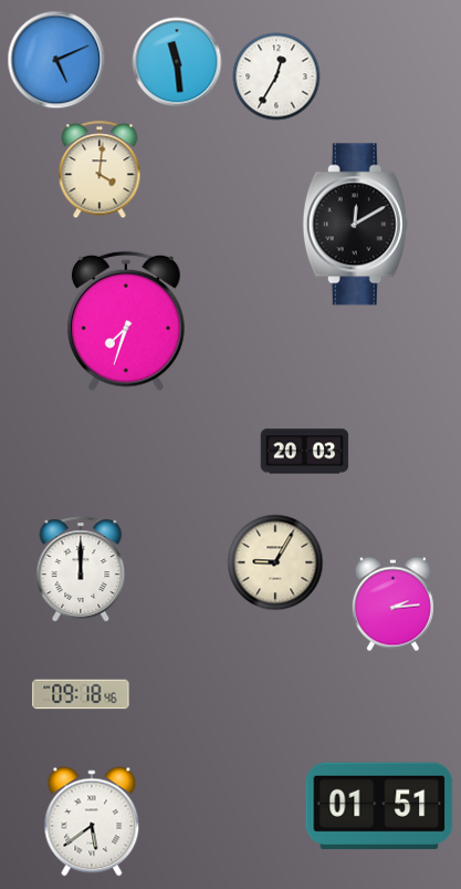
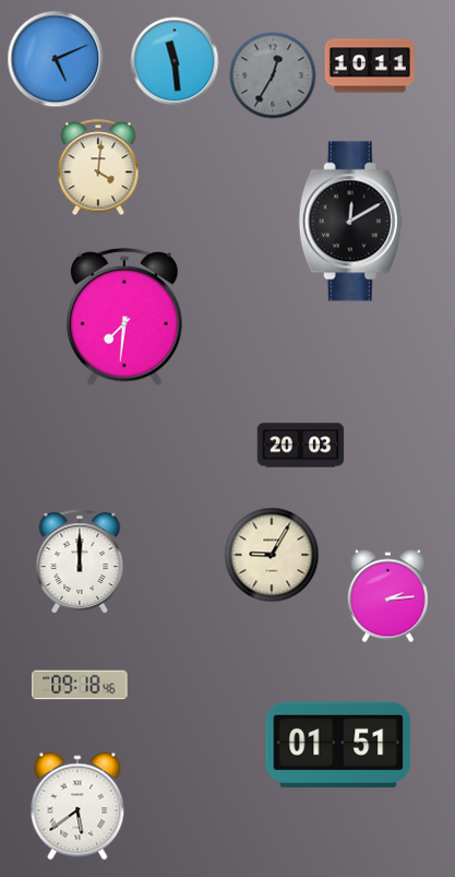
clock at (370, 66): none -> 10:11
clock at (276, 76) dial: white -> grey
clock at (126, 321): 7:33 -> 7:31
clock at (379, 806) position: (379, 806) -> (338, 745)
clock at (92, 821) position: (92, 821) -> (77, 806)
